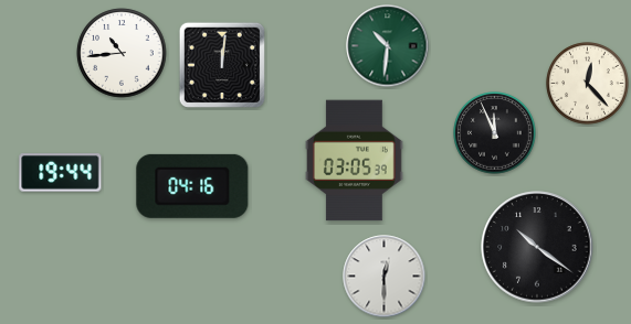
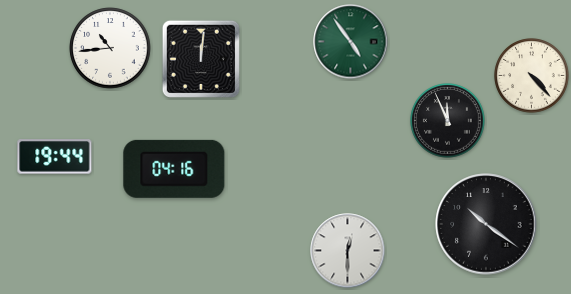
clock at (388, 46): 10:31 -> 4:54
clock at (588, 84): 12:23 -> 4:23
clock at (354, 161): 03:05 -> none
